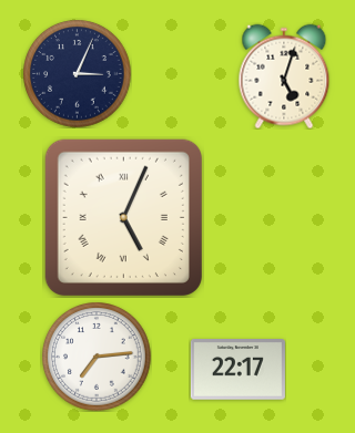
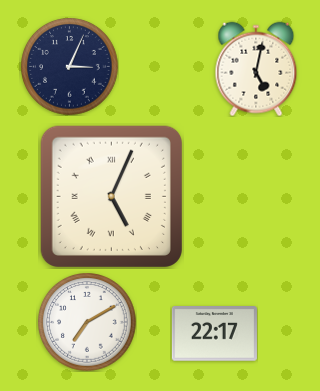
clock at (284, 76): 5:03 -> 5:02
clock at (98, 358): 7:14 -> 7:10
